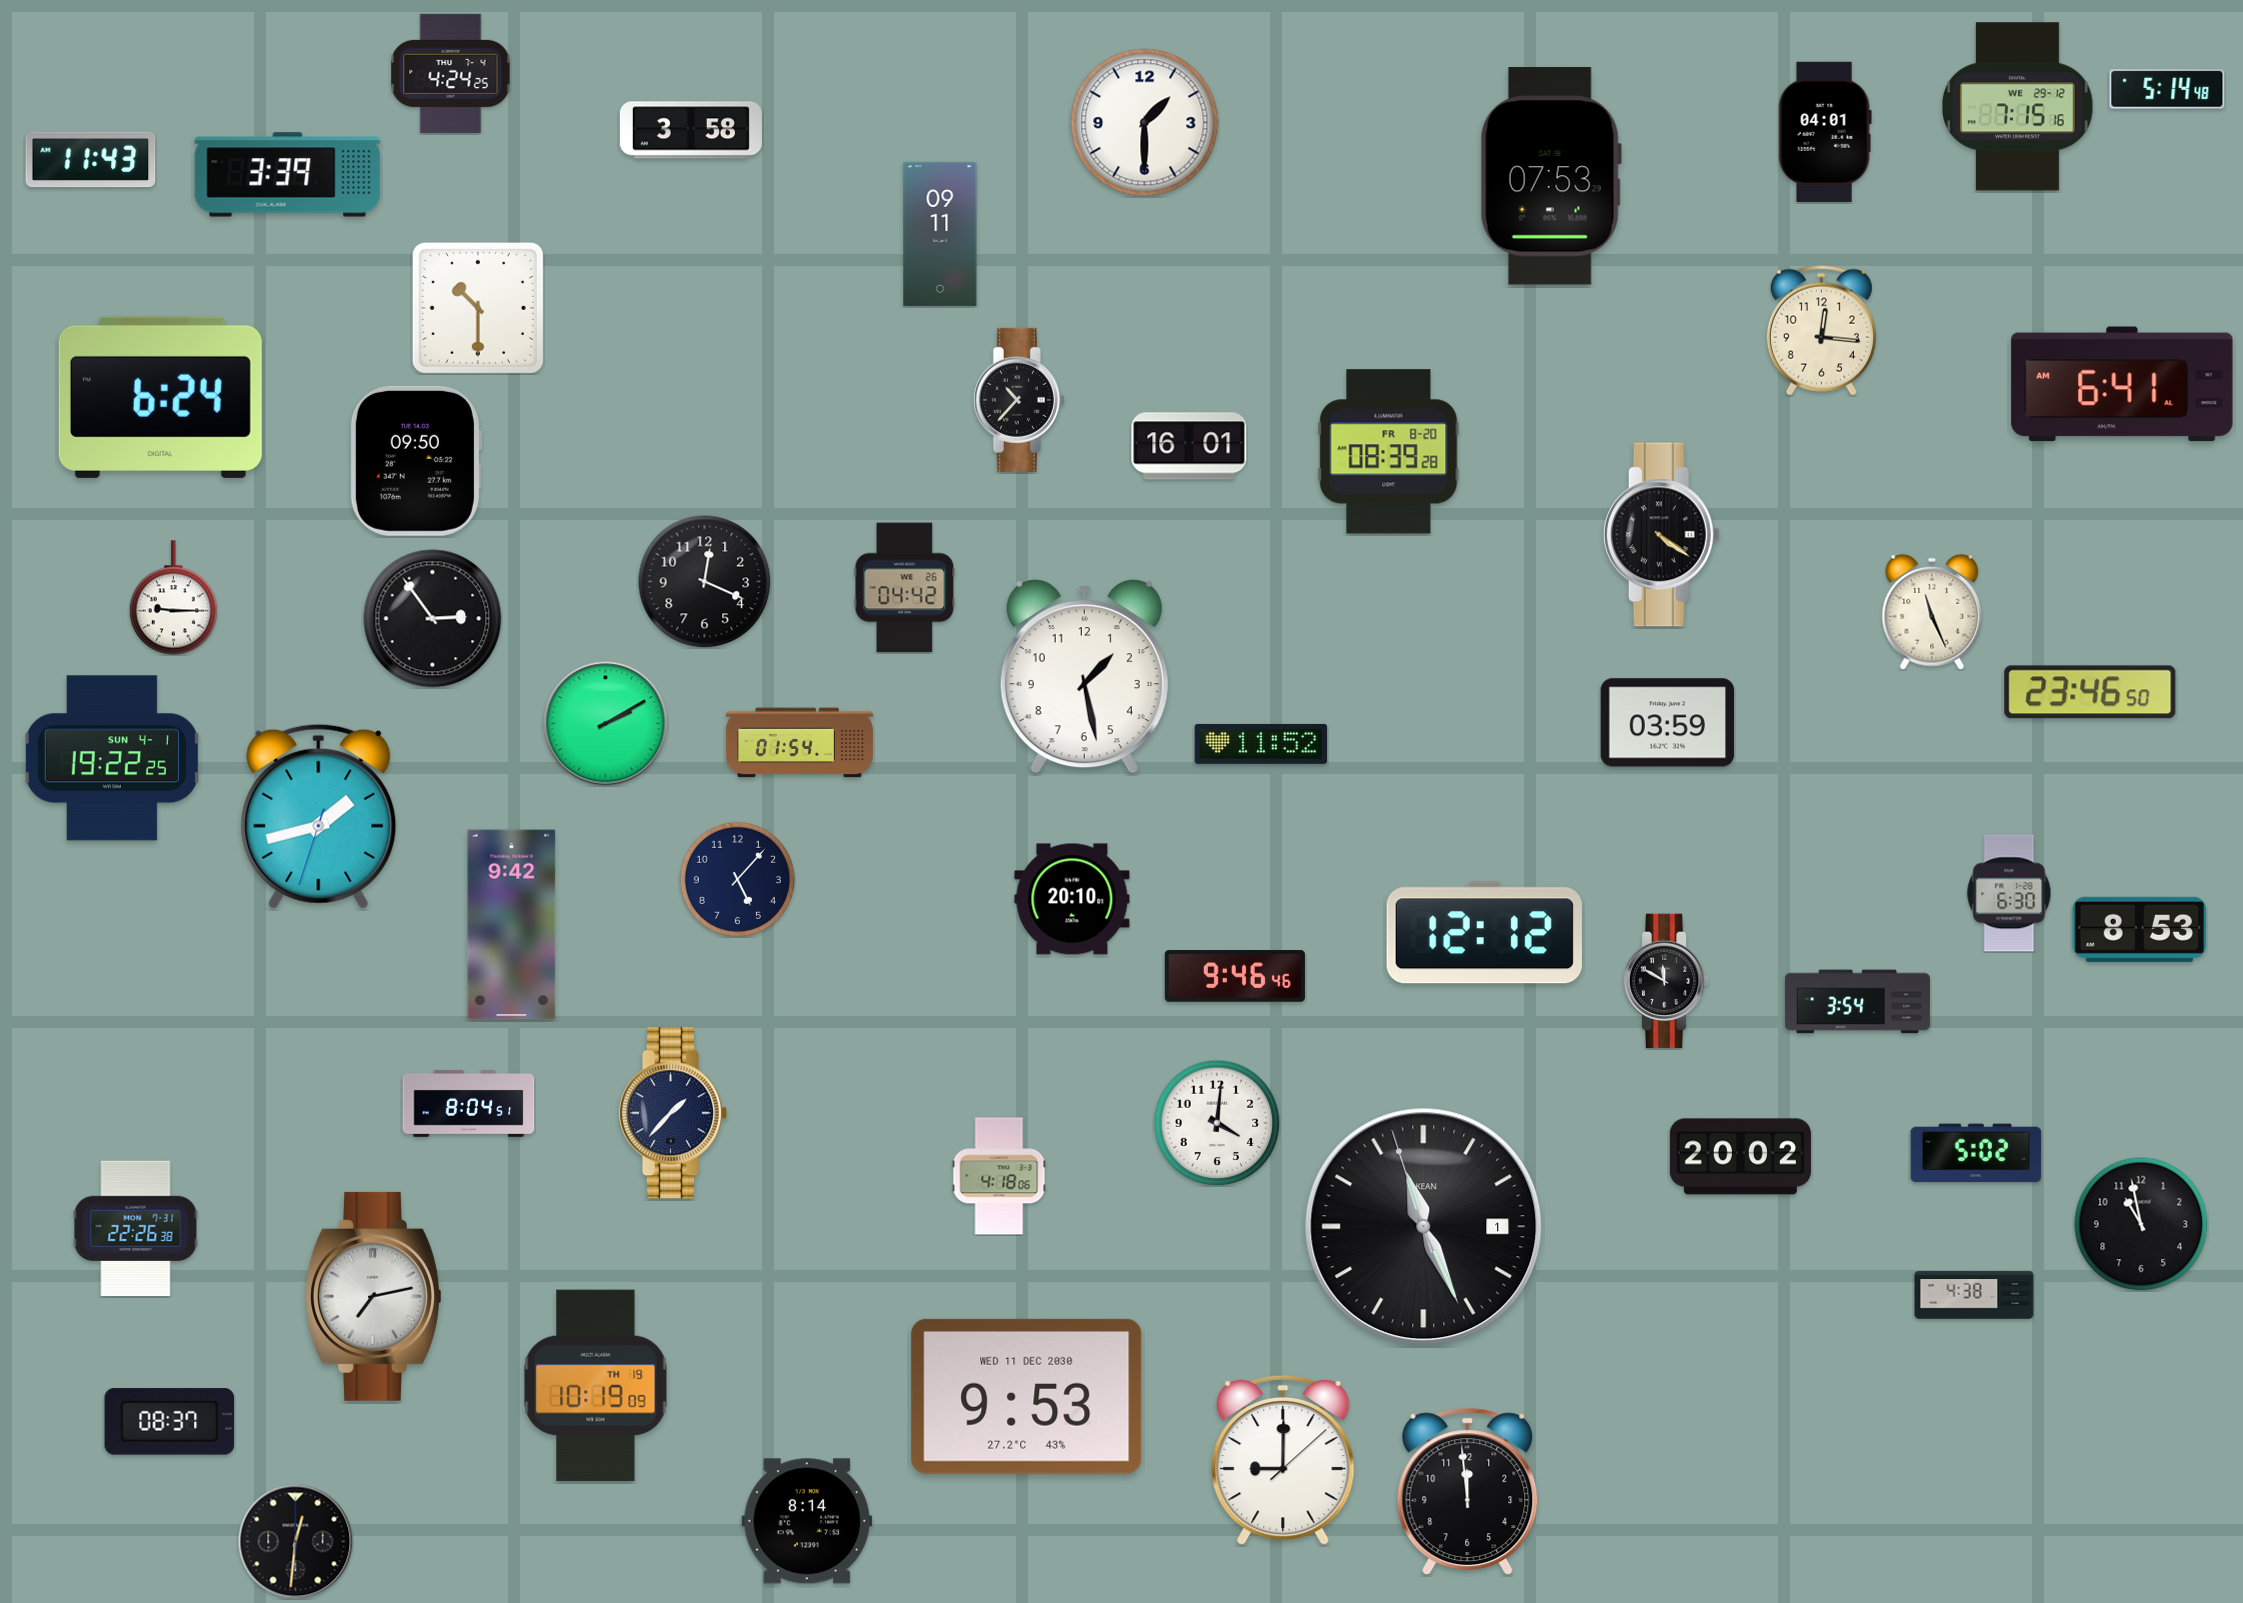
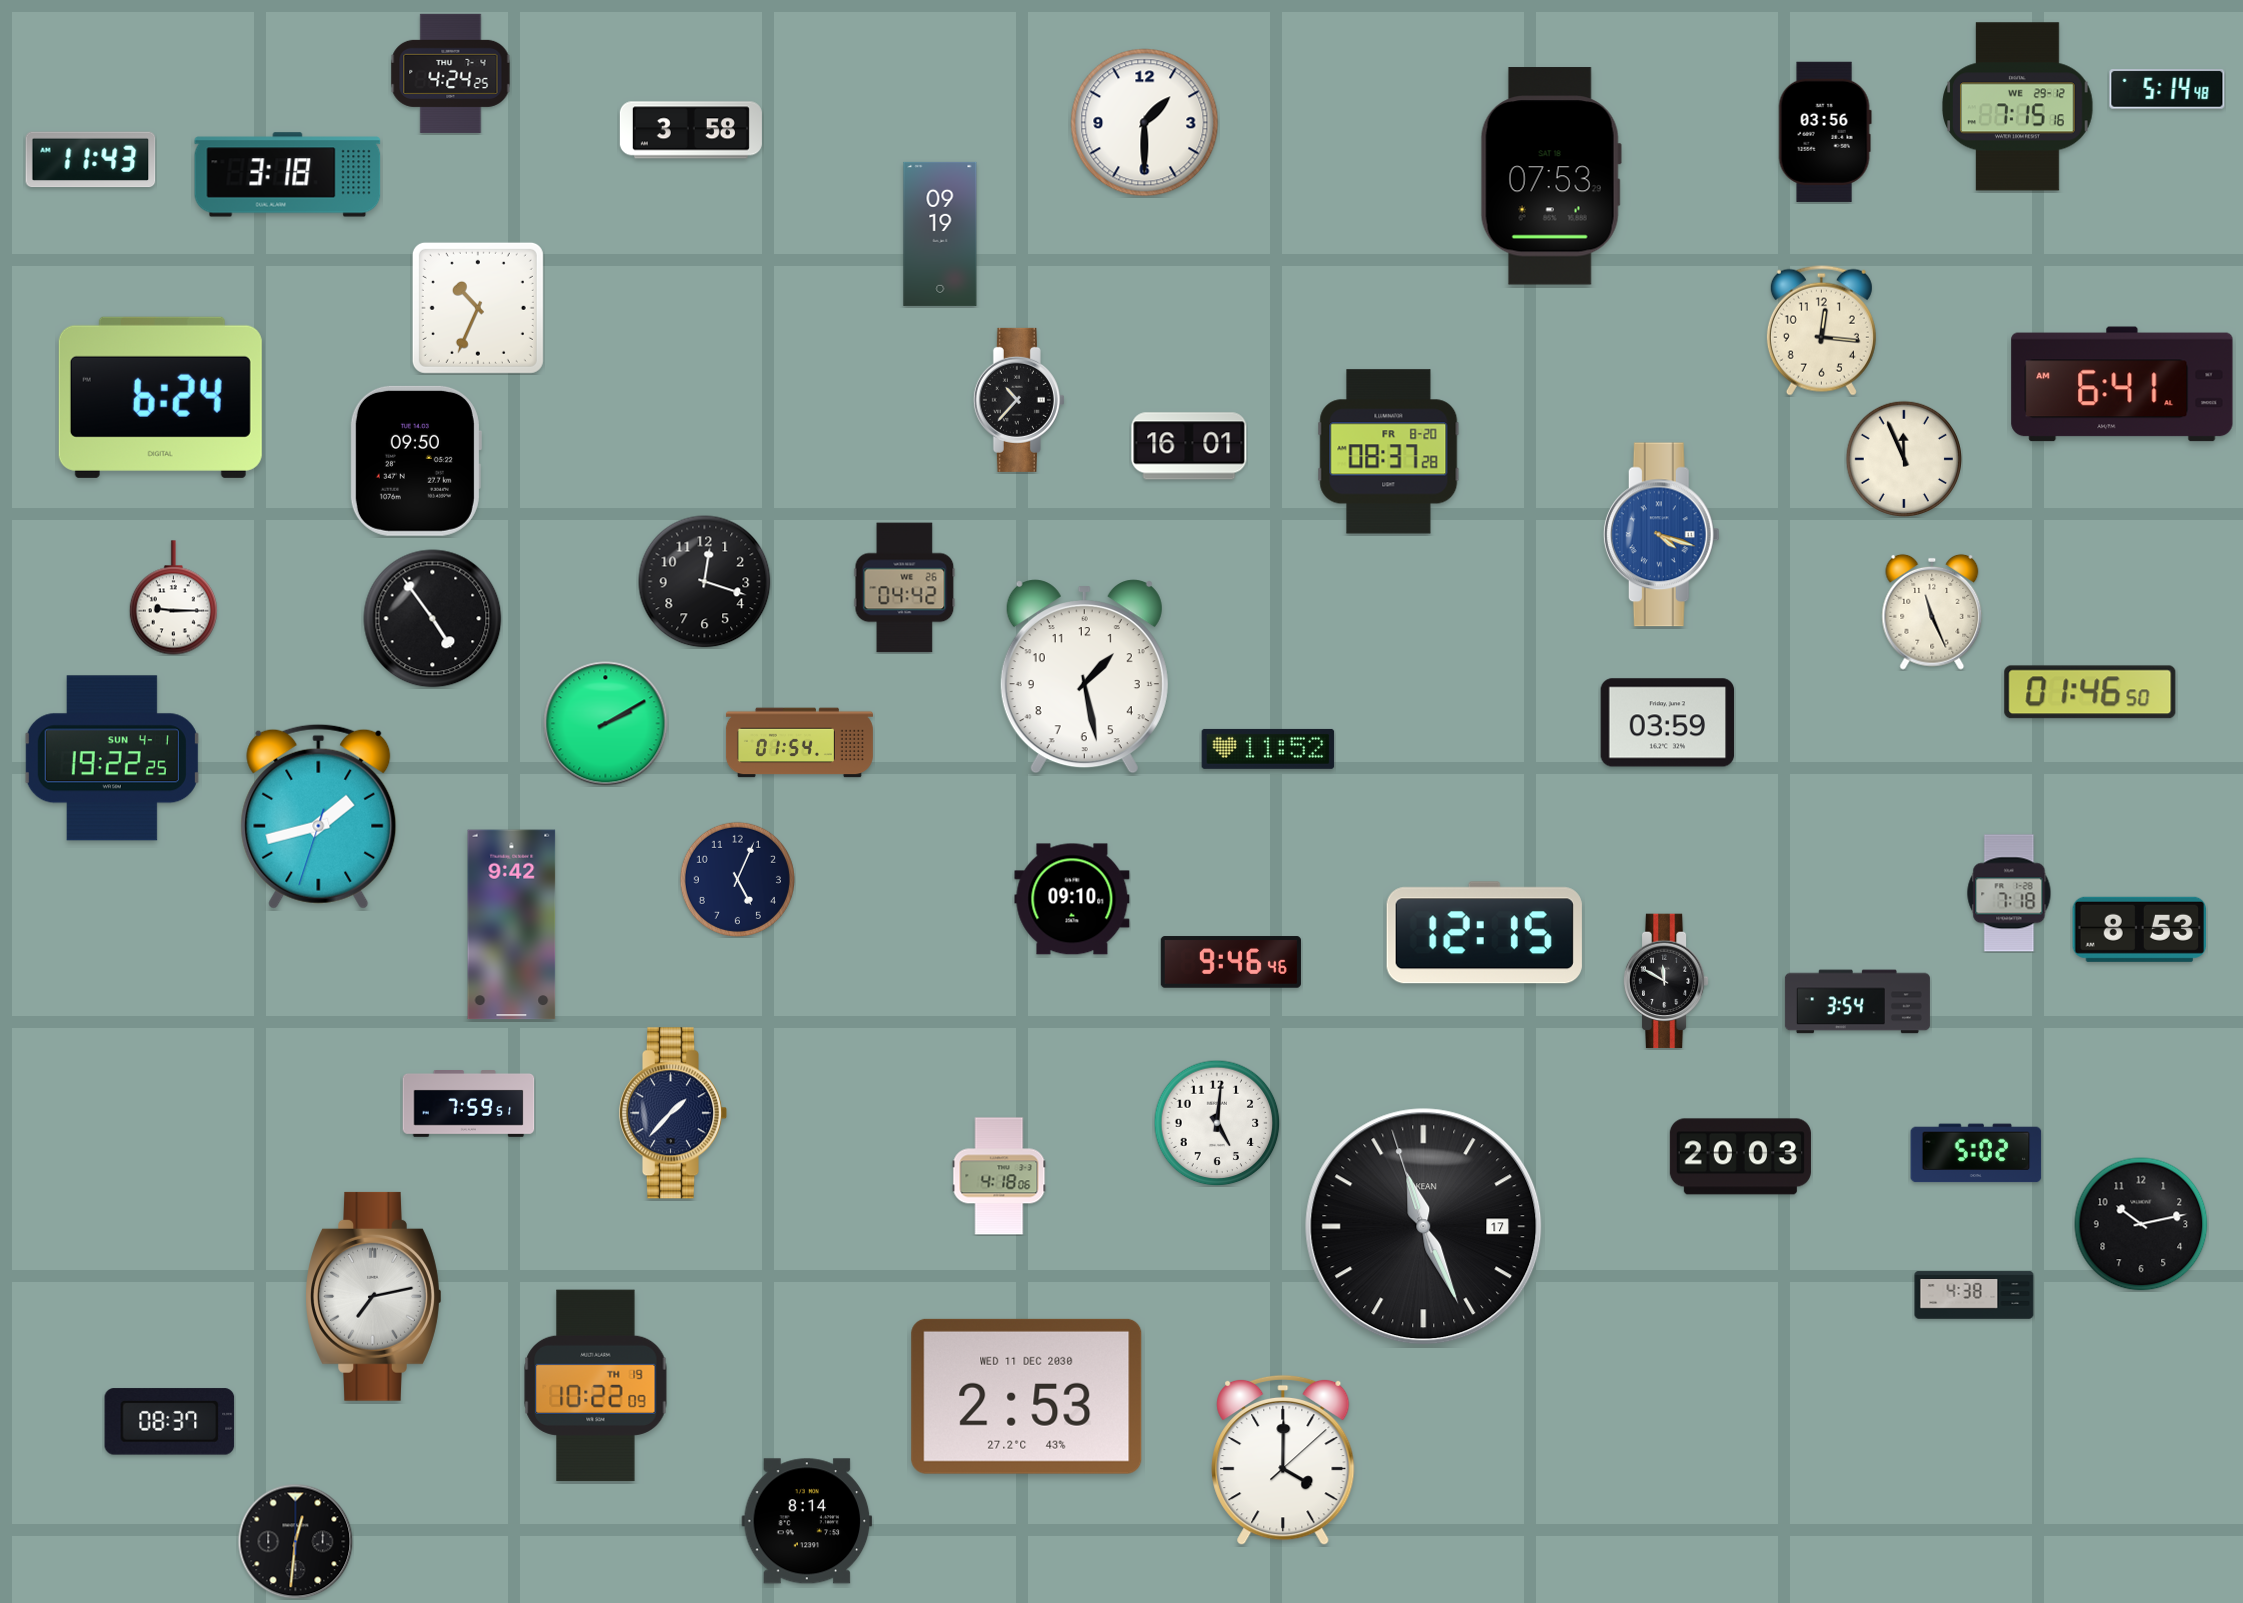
clock at (1825, 132): 04:01 -> 03:56
clock at (288, 175): 3:39 -> 3:18
clock at (940, 234): 09:11 -> 09:19
clock at (478, 308): 10:30 -> 10:34
clock at (1389, 452): 08:39 -> 08:37
clock at (1904, 459): none -> 11:56
clock at (1661, 535): 4:21 -> 4:18
clock at (1661, 535) dial: black -> blue
clock at (705, 582): 12:19 -> 12:18
clock at (433, 619): 2:54 -> 4:54
clock at (2090, 692): 23:46 -> 01:46
clock at (1261, 744) position: (1261, 744) -> (1268, 749)
clock at (737, 879): 5:07 -> 5:04
clock at (2009, 893): 6:30 -> 7:18
clock at (1072, 899): 20:10 -> 09:10
clock at (1484, 933): 12:12 -> 12:15
clock at (1235, 976) position: (1235, 976) -> (1231, 962)
clock at (469, 1104): 8:04 -> 7:59
clock at (1217, 1123): 4:01 -> 5:01
clock at (1740, 1157): 20:02 -> 20:03
clock at (2141, 1224): 10:58 -> 10:13
clock at (1424, 1227) date: 1 -> 17
clock at (136, 1229): 22:26 -> none
clock at (596, 1386): 10:19 -> 10:22
clock at (1027, 1396): 9:53 -> 2:53
clock at (1283, 1460): 9:00 -> 4:00
clock at (1468, 1492): 11:59 -> none
